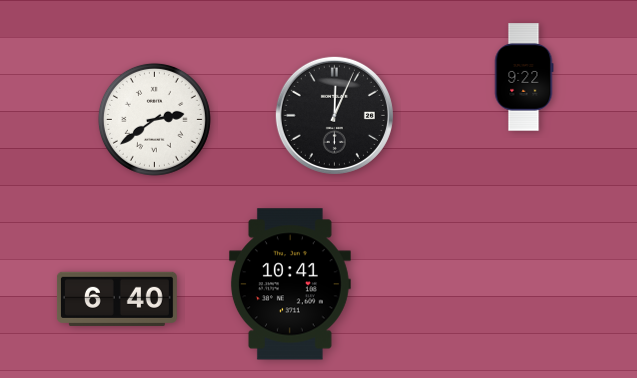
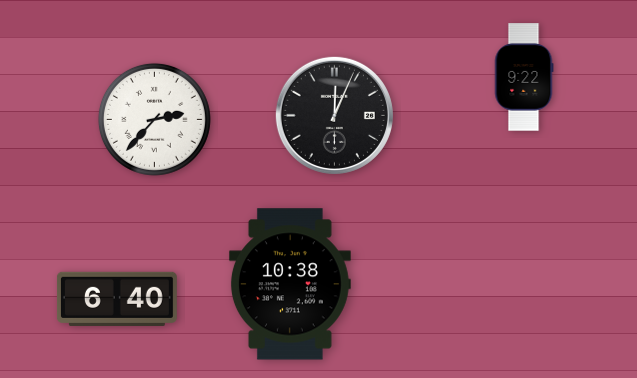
clock at (154, 119): 2:39 -> 2:37
clock at (290, 284): 10:41 -> 10:38
